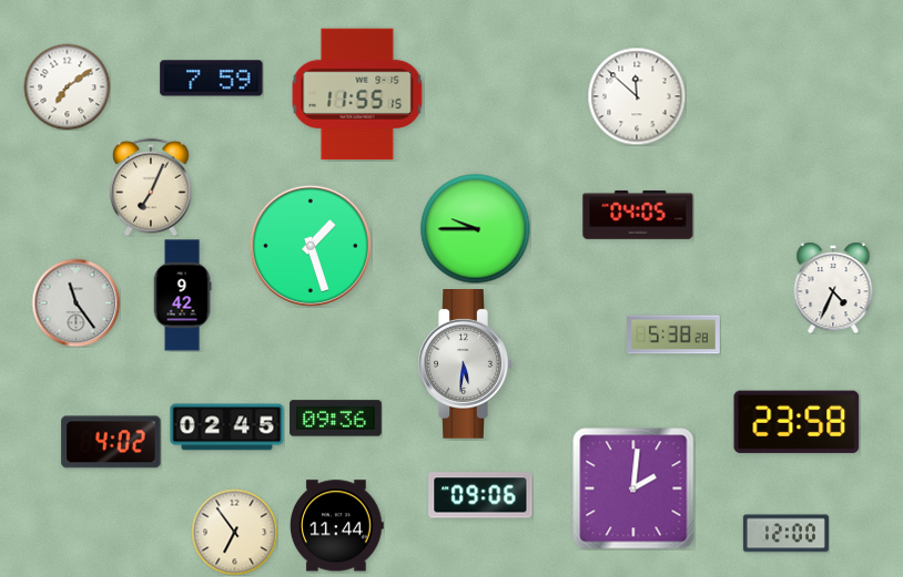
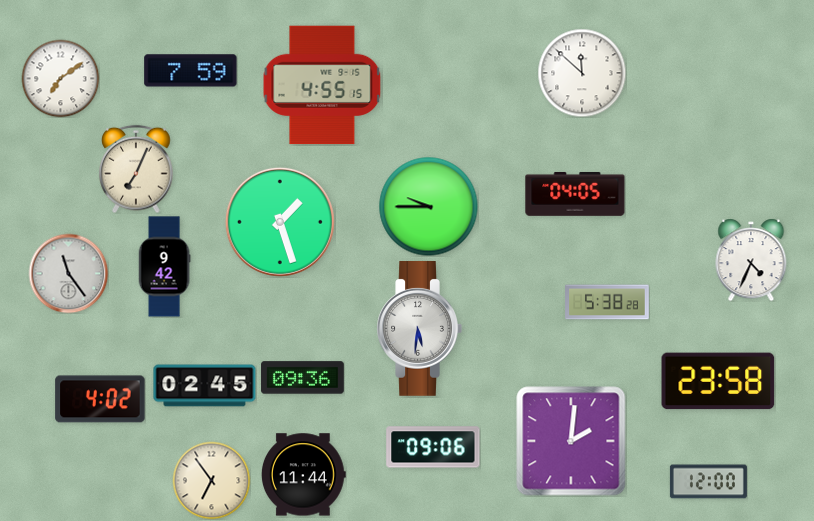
clock at (357, 94): 11:55 -> 4:55
clock at (637, 96) position: (637, 96) -> (582, 73)
